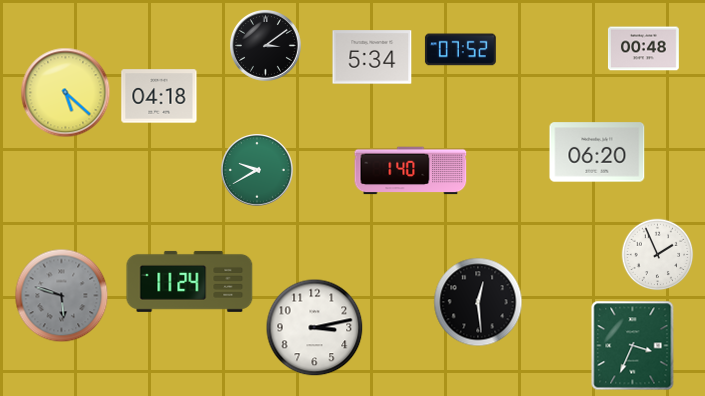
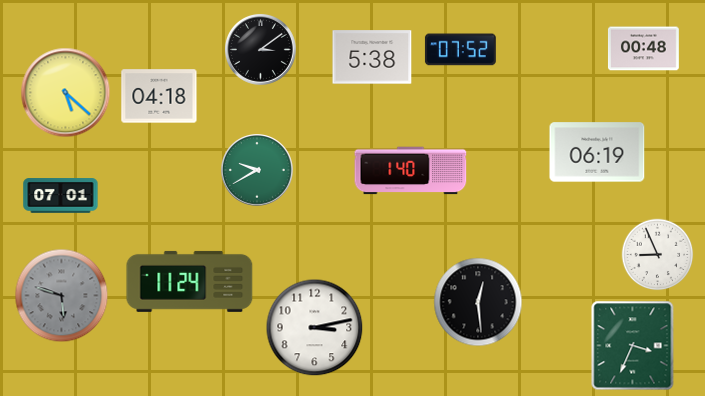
clock at (265, 45) position: (265, 45) -> (260, 49)
clock at (372, 57): 5:34 -> 5:38
clock at (597, 152): 06:20 -> 06:19
clock at (61, 196): none -> 07:01
clock at (658, 255): 1:56 -> 8:56
